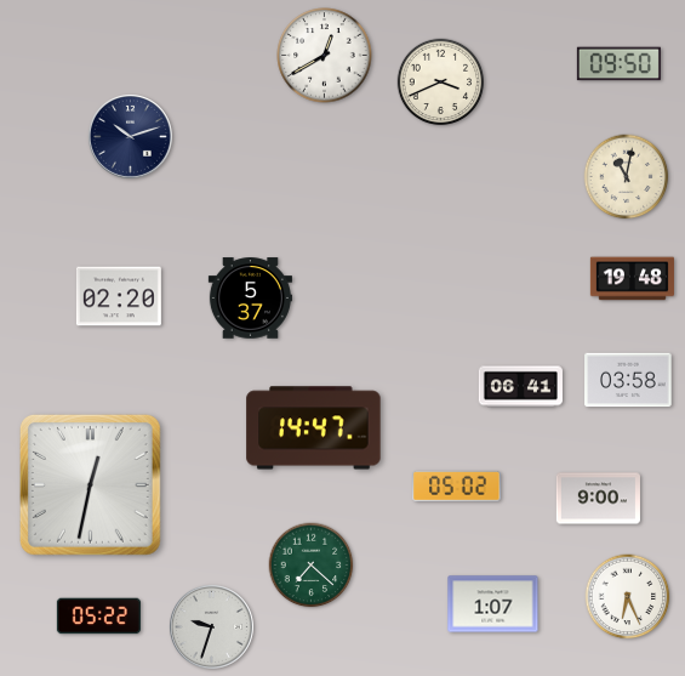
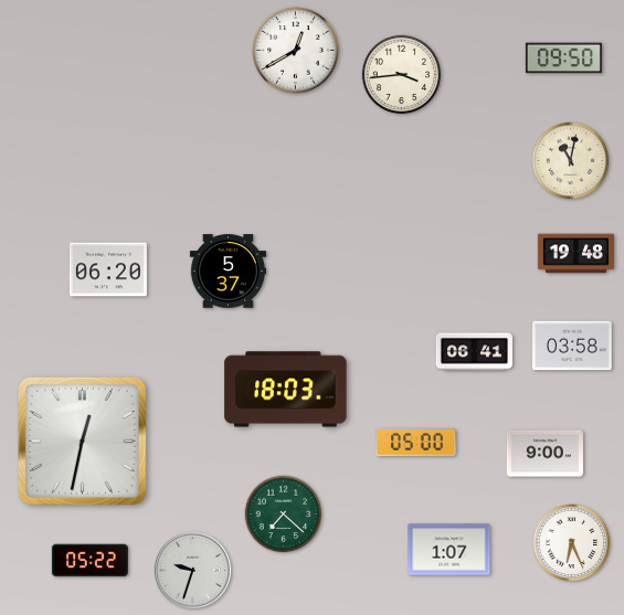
clock at (441, 83): 3:41 -> 3:44
clock at (130, 136): 10:12 -> none
clock at (119, 296): 02:20 -> 06:20
clock at (314, 428): 14:47 -> 18:03
clock at (457, 485): 05:02 -> 05:00
